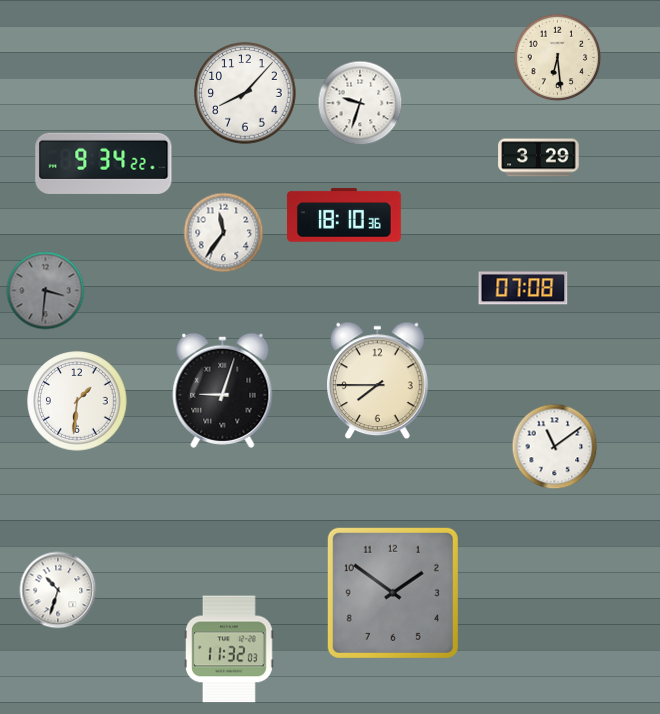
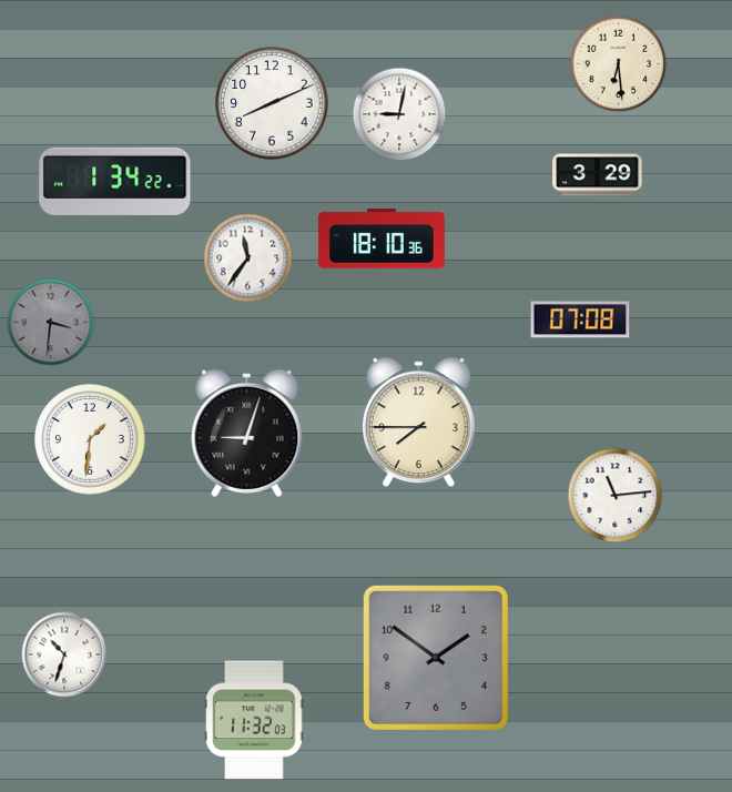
clock at (245, 93): 8:07 -> 8:11
clock at (360, 103): 9:33 -> 9:02
clock at (104, 163): 9:34 -> 1:34
clock at (77, 401) position: (77, 401) -> (90, 439)
clock at (555, 447): 11:09 -> 11:14
